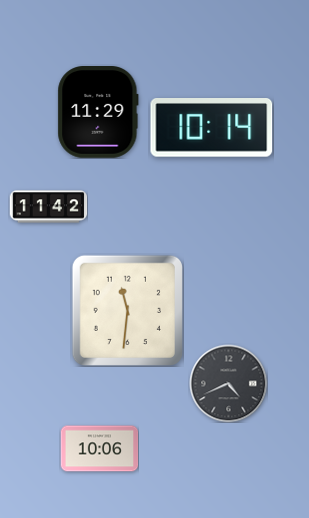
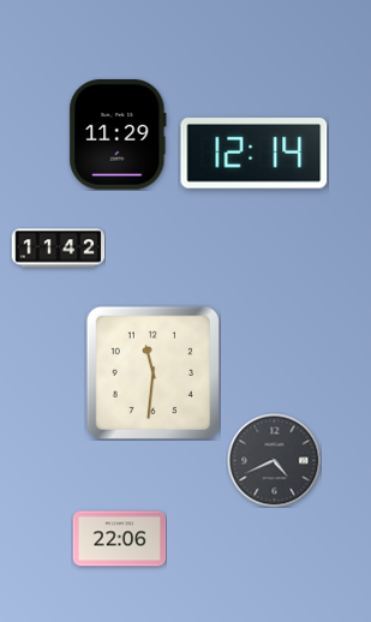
clock at (212, 128): 10:14 -> 12:14
clock at (99, 449): 10:06 -> 22:06
